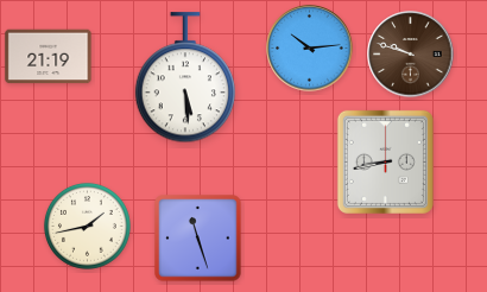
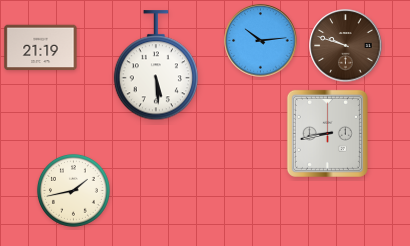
clock at (385, 161) position: (385, 161) -> (327, 133)
clock at (198, 239): 11:27 -> none
